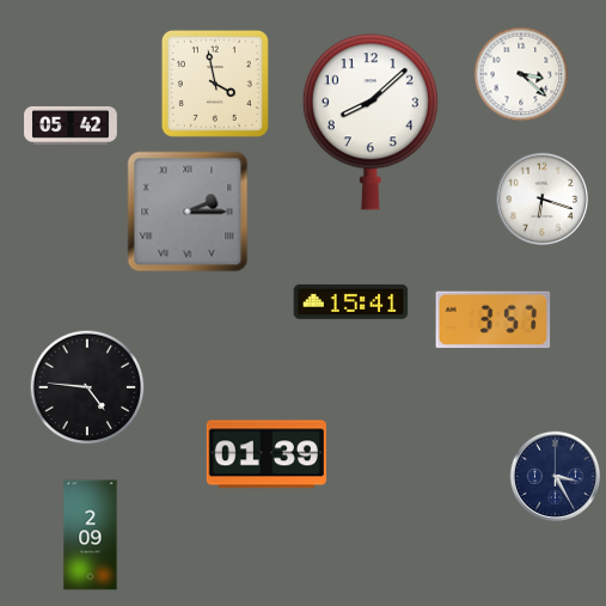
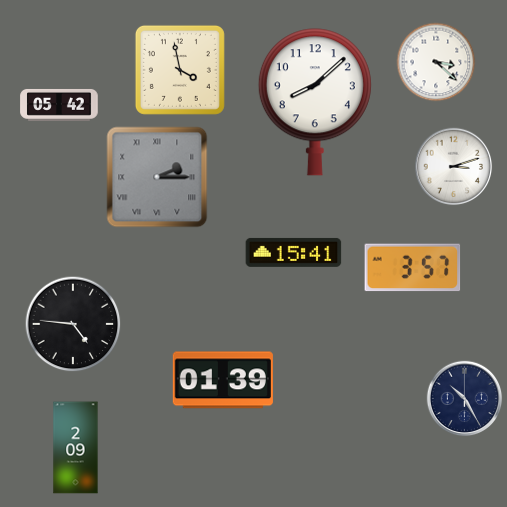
clock at (371, 122) position: (371, 122) -> (315, 102)
clock at (543, 200): 6:18 -> 3:12
clock at (556, 477): 3:25 -> 10:25
